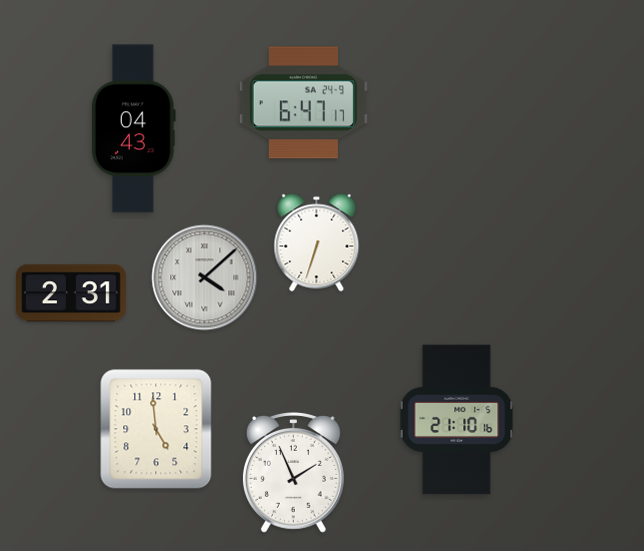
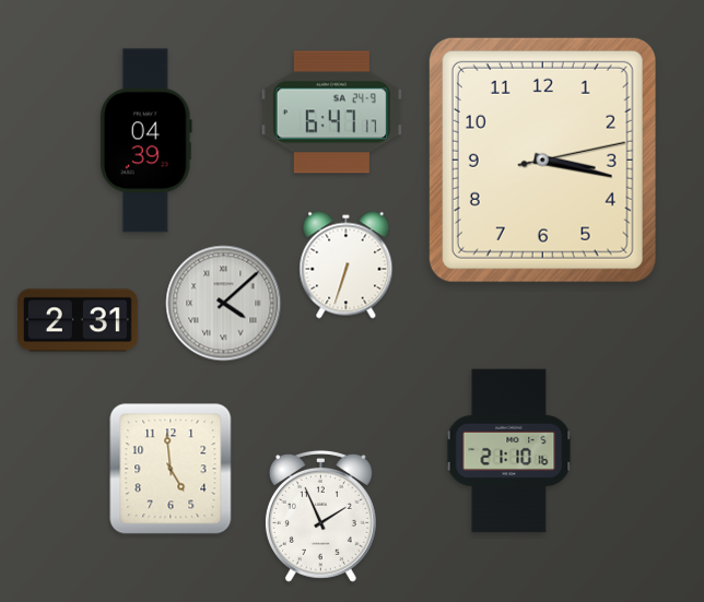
clock at (133, 129): 04:43 -> 04:39
clock at (542, 160): none -> 3:17
clock at (457, 420) position: (457, 420) -> (509, 451)
